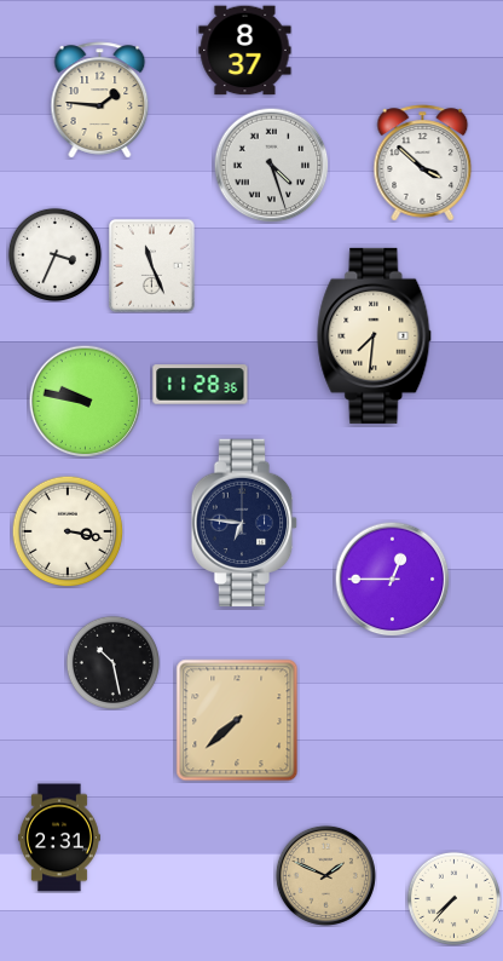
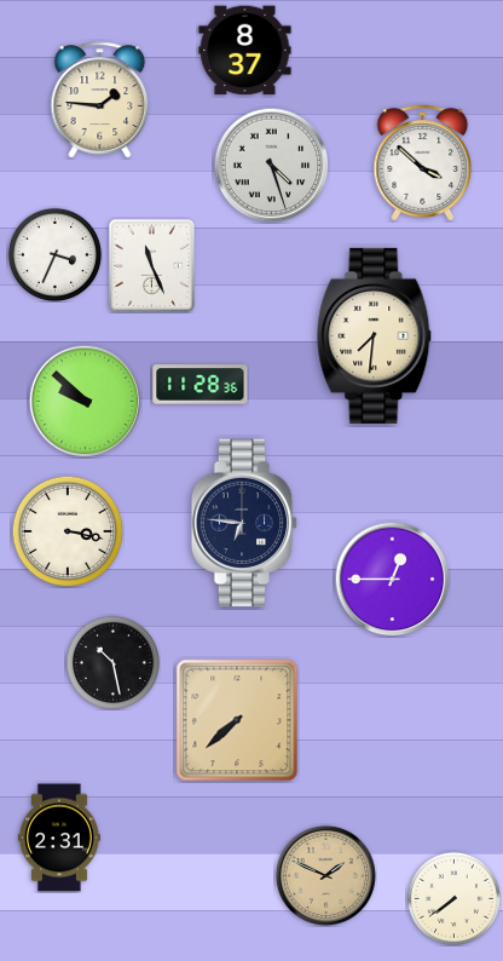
clock at (85, 401): 9:47 -> 9:52
clock at (453, 898): 7:37 -> 7:39
